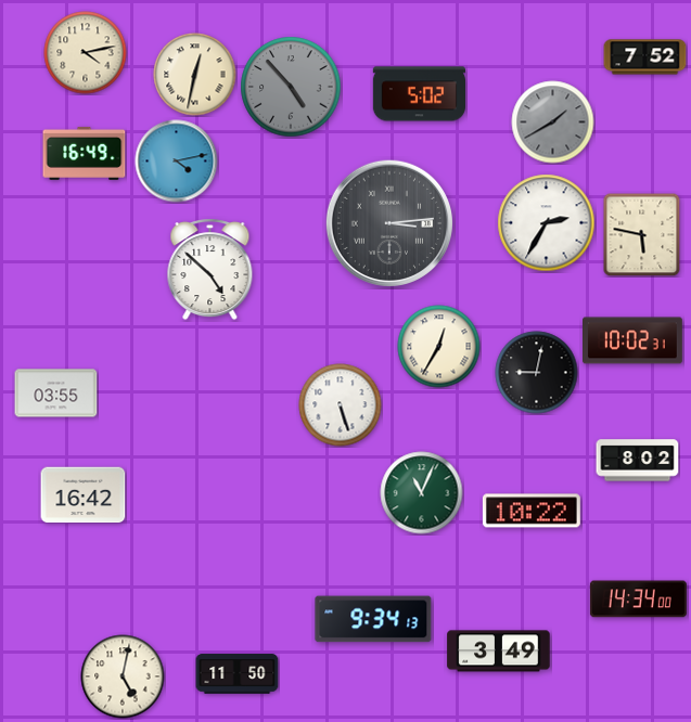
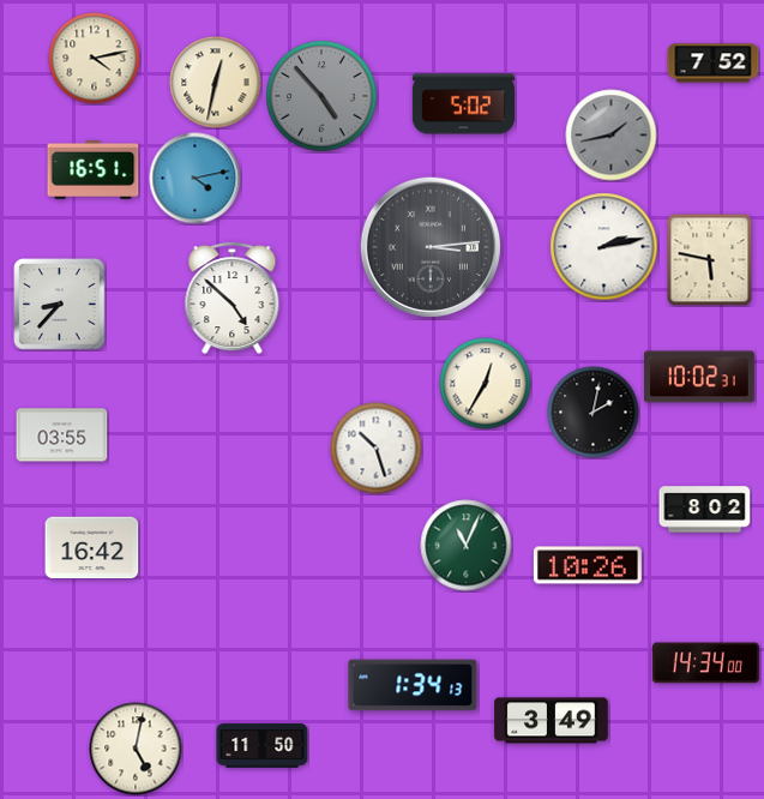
clock at (553, 123): 1:40 -> 1:43
clock at (85, 153): 16:49 -> 16:51
clock at (547, 223): 2:35 -> 2:13
clock at (60, 305): none -> 8:37
clock at (537, 373): 9:02 -> 2:02
clock at (341, 405): 5:27 -> 10:27
clock at (532, 511): 10:22 -> 10:26
clock at (373, 619): 9:34 -> 1:34
